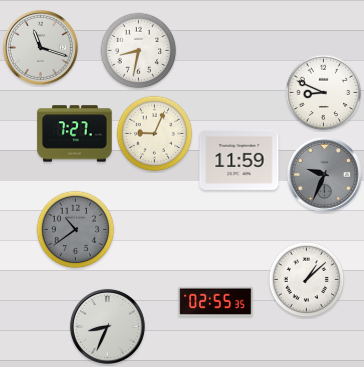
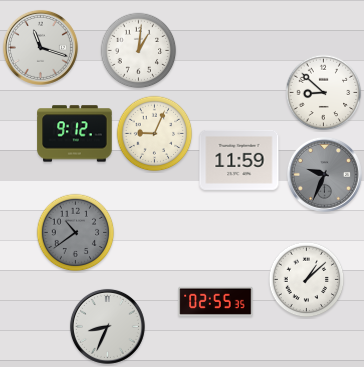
clock at (139, 51): 8:32 -> 1:01
clock at (324, 93): 8:49 -> 8:52
clock at (75, 134): 7:27 -> 9:12
clock at (76, 230) position: (76, 230) -> (76, 233)
